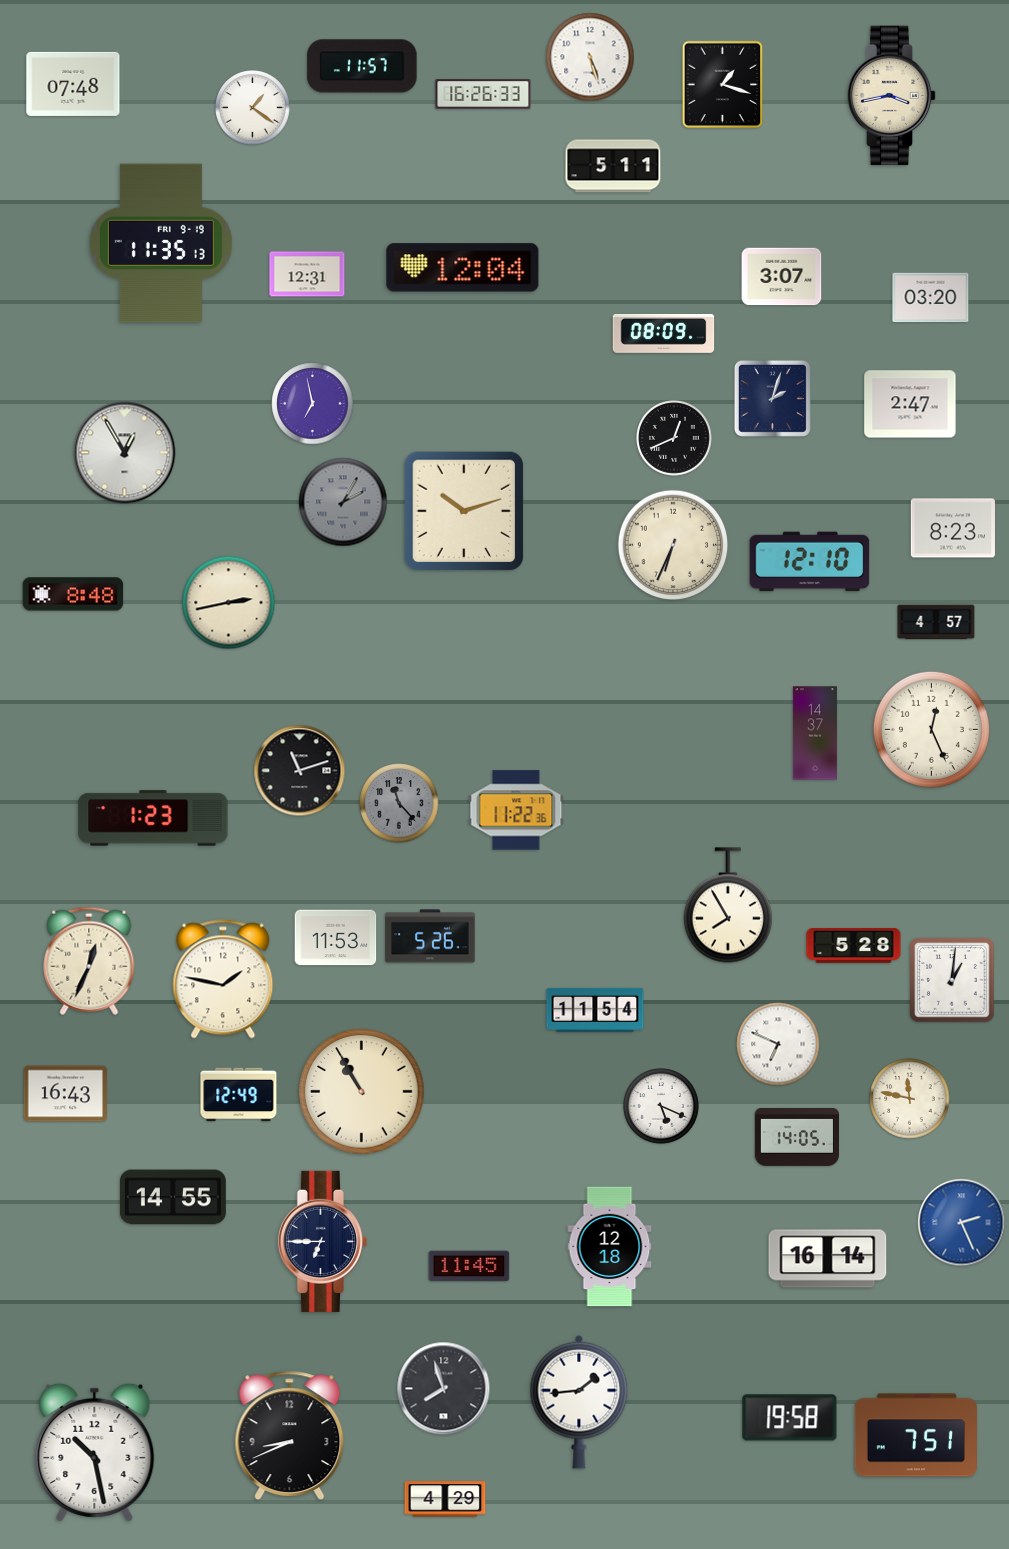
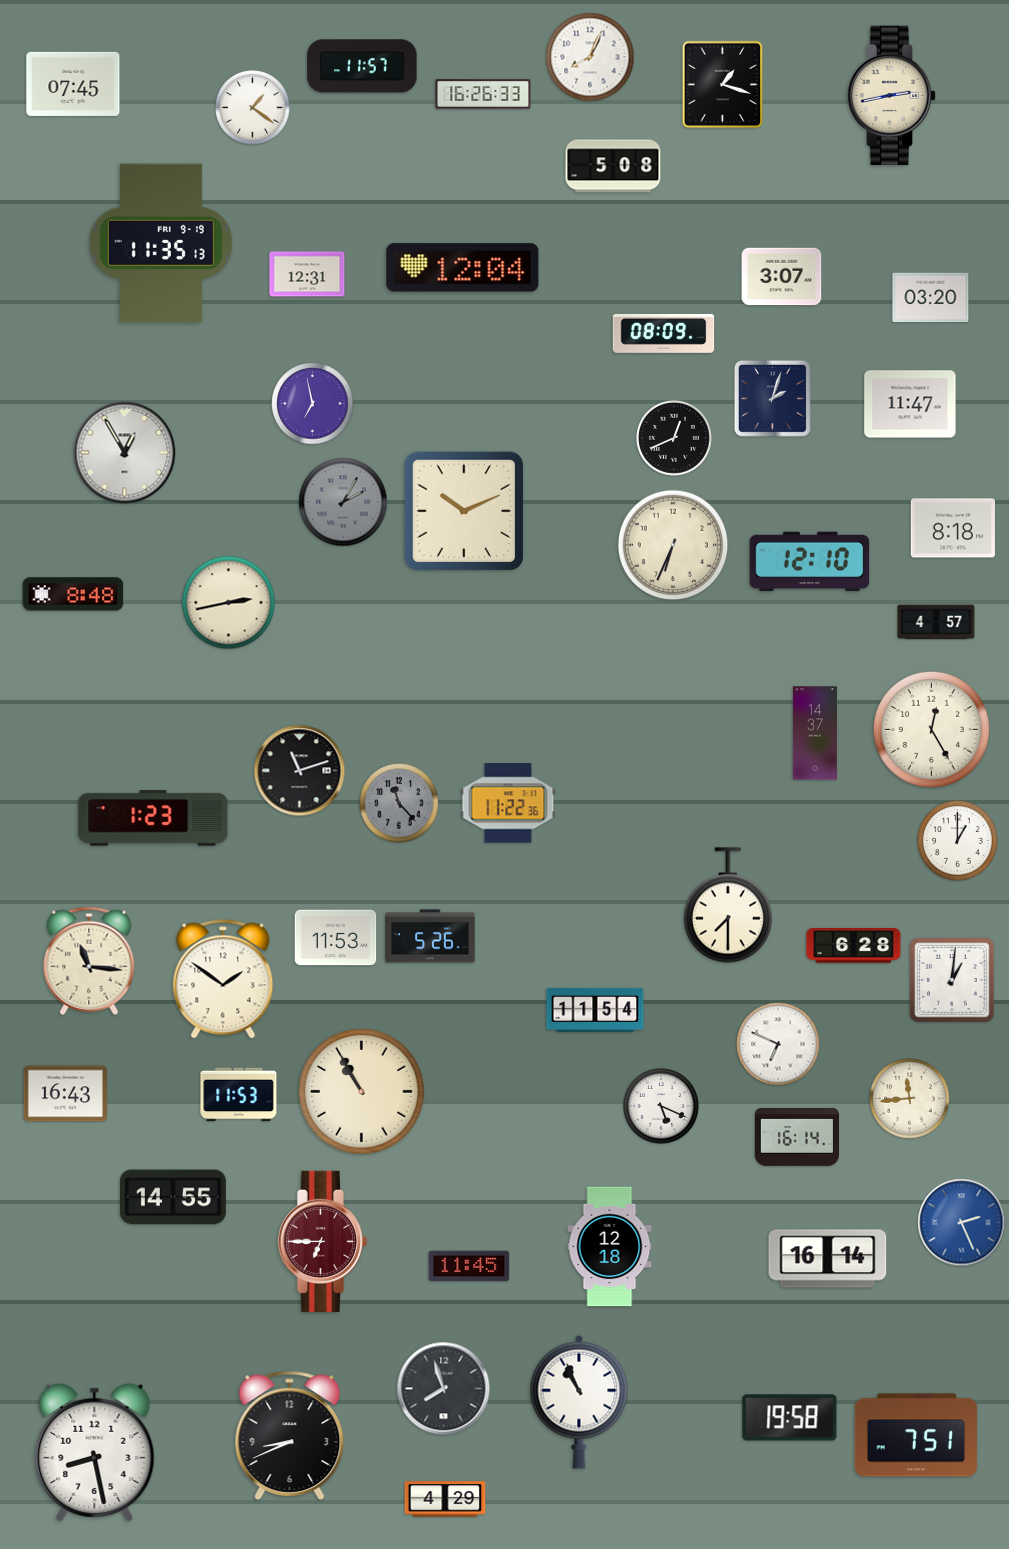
clock at (590, 57): 5:27 -> 8:04
clock at (73, 84): 07:48 -> 07:45
clock at (892, 96): 3:43 -> 2:43
clock at (613, 166): 5:11 -> 5:08
clock at (910, 404): 2:47 -> 11:47
clock at (464, 511): 10:12 -> 10:11
clock at (953, 528): 8:23 -> 8:18
clock at (931, 729): 12:26 -> 12:25
clock at (516, 810) position: (516, 810) -> (508, 803)
clock at (958, 841): none -> 1:00
clock at (728, 905): 7:55 -> 7:30
clock at (854, 946): 5:28 -> 6:28
clock at (89, 961): 12:34 -> 11:16
clock at (223, 979): 1:47 -> 1:51
clock at (239, 1095): 12:49 -> 11:53
clock at (910, 1099): 11:47 -> 11:44
clock at (796, 1137): 14:05 -> 16:14
clock at (322, 1241) dial: navy -> burgundy
clock at (579, 1402): 1:44 -> 10:56
clock at (95, 1452): 10:28 -> 8:28
